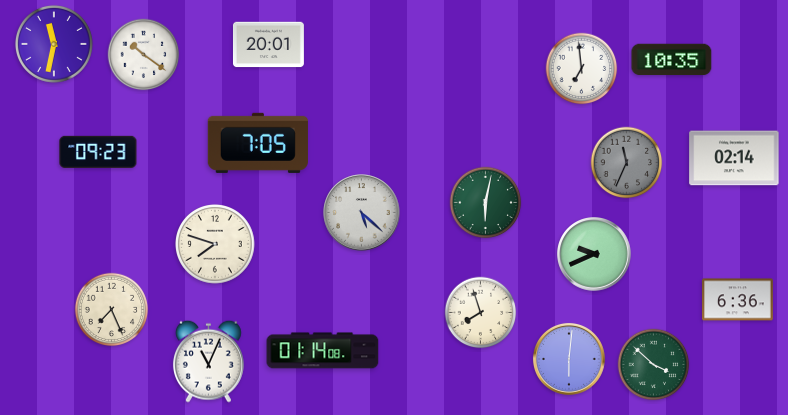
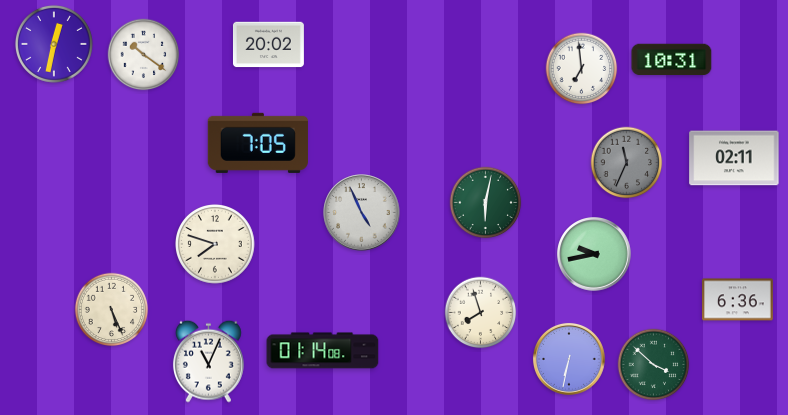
clock at (54, 44): 11:32 -> 12:32
clock at (268, 45): 20:01 -> 20:02
clock at (672, 60): 10:35 -> 10:31
clock at (98, 152): 09:23 -> none
clock at (734, 158): 02:14 -> 02:11
clock at (362, 213): 5:22 -> 4:56
clock at (595, 255): 9:41 -> 9:43
clock at (112, 310): 7:26 -> 5:26
clock at (569, 359): 6:01 -> 6:32
